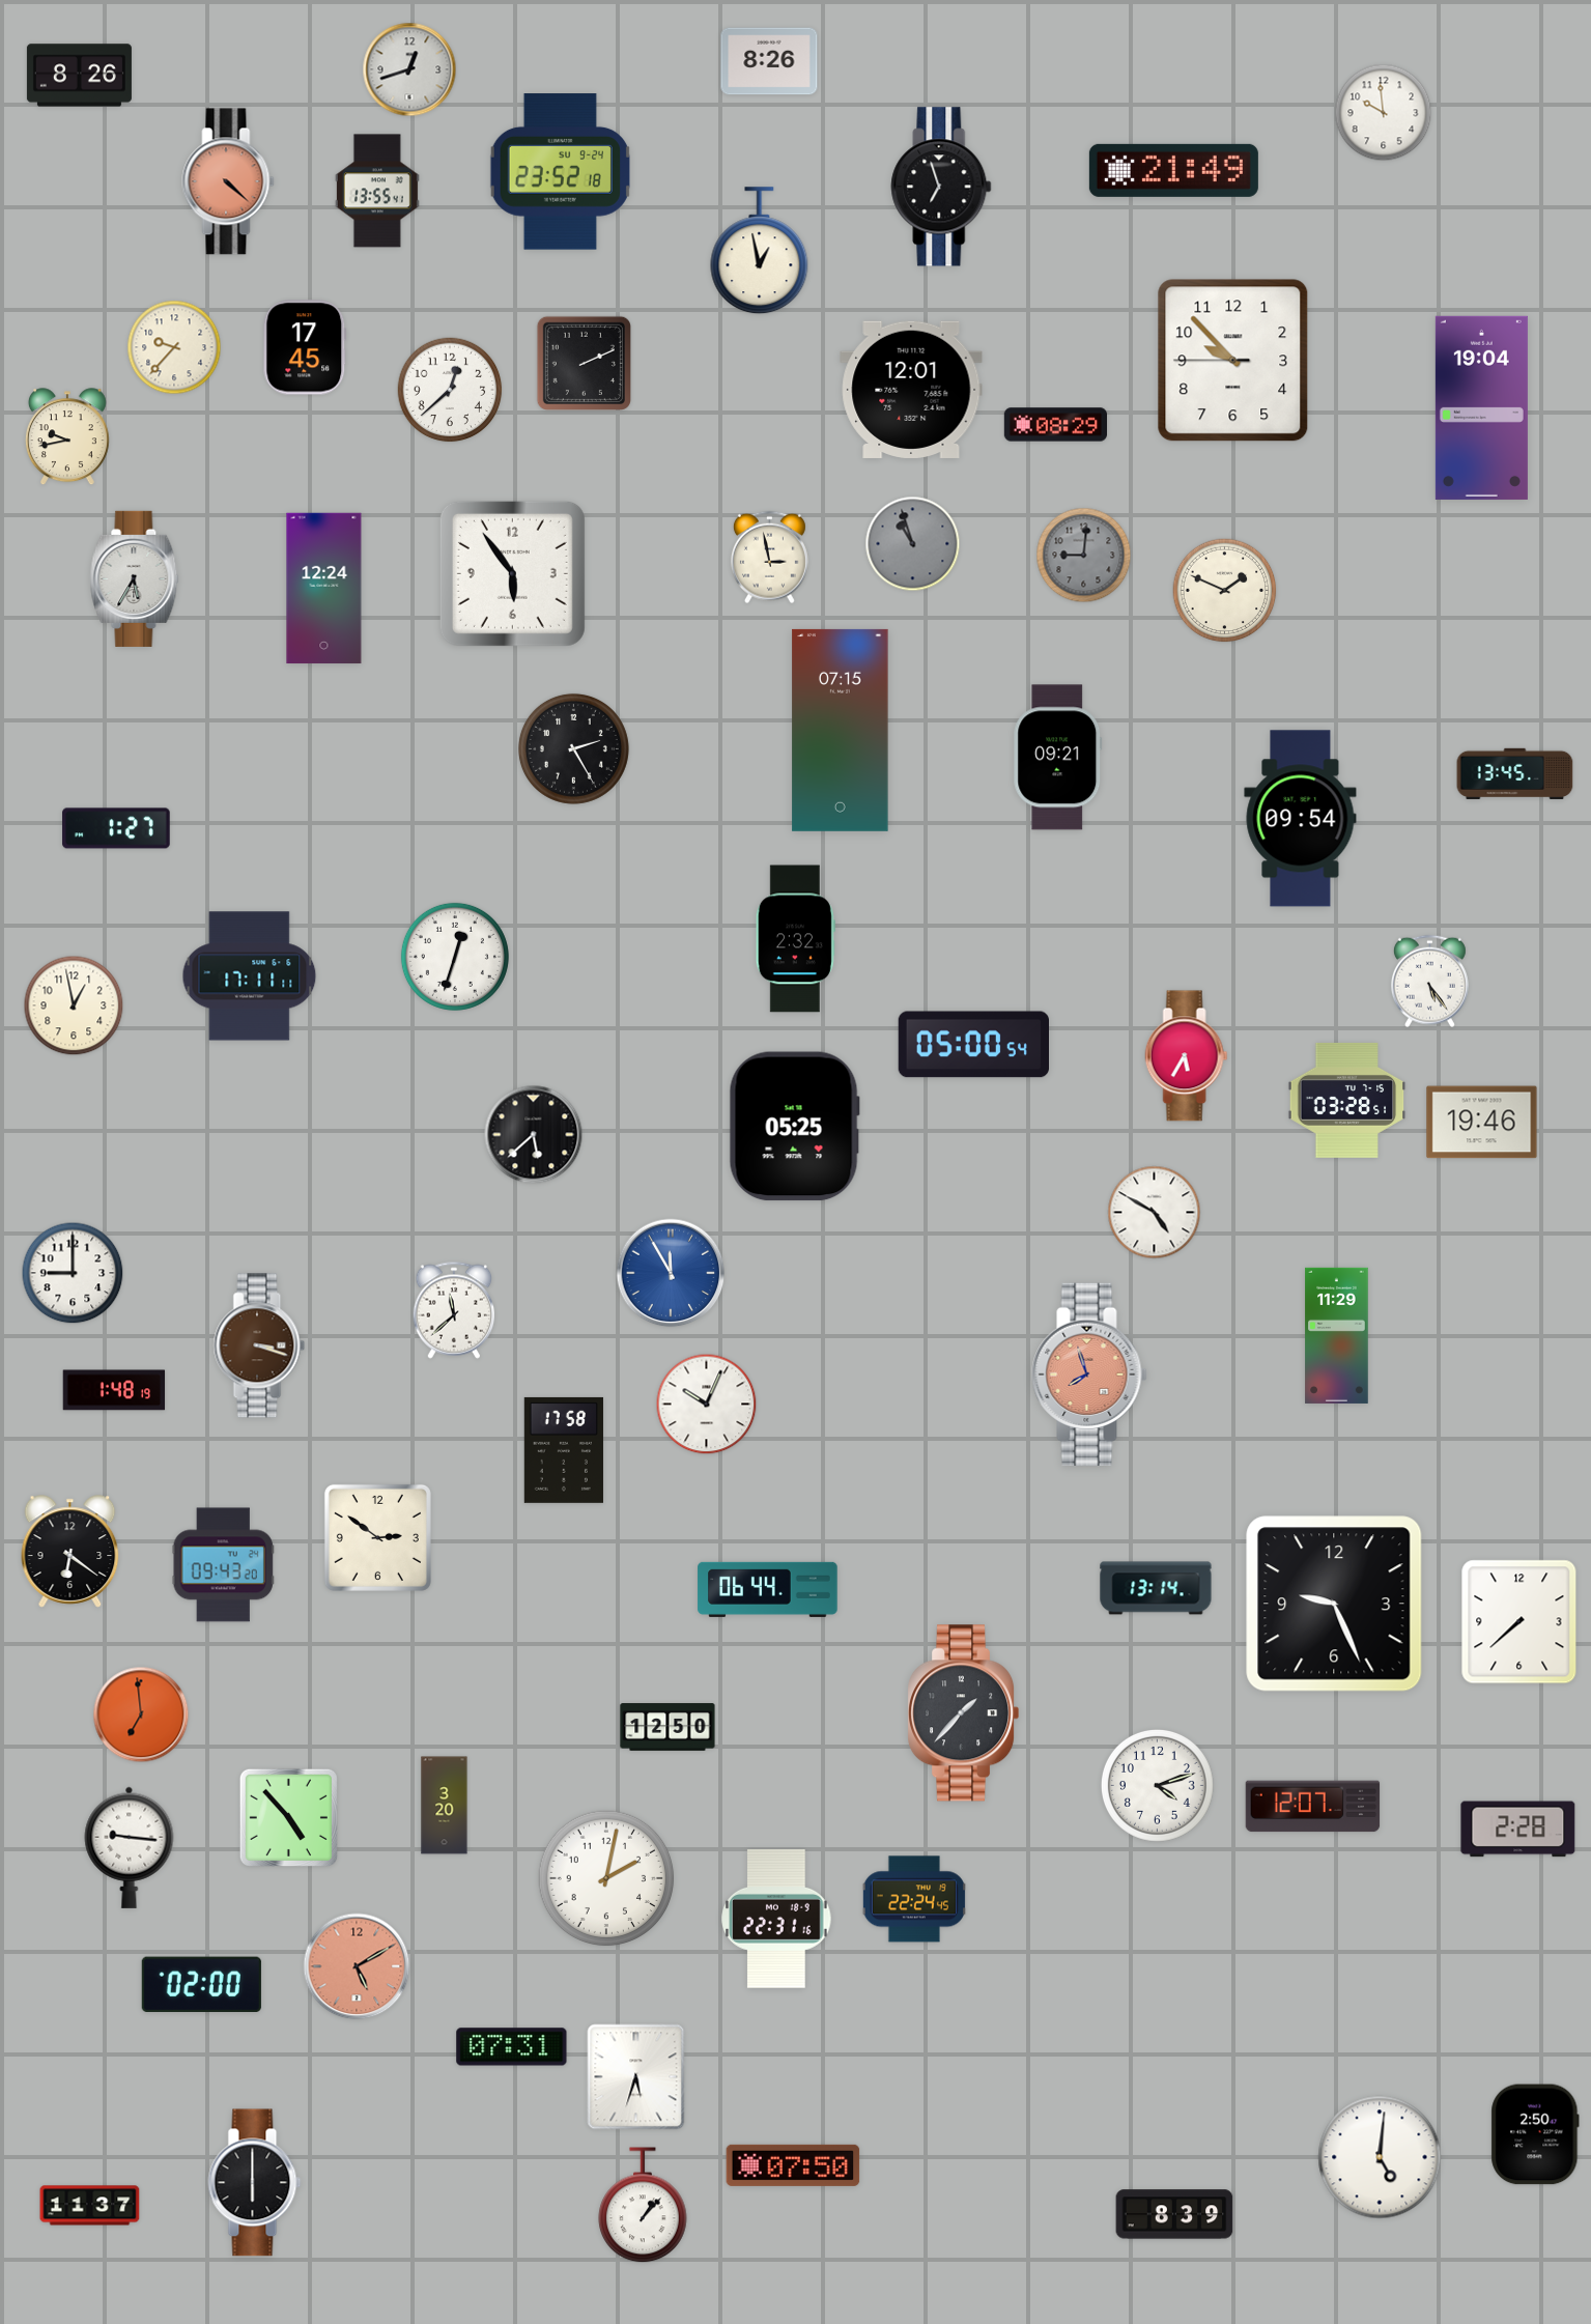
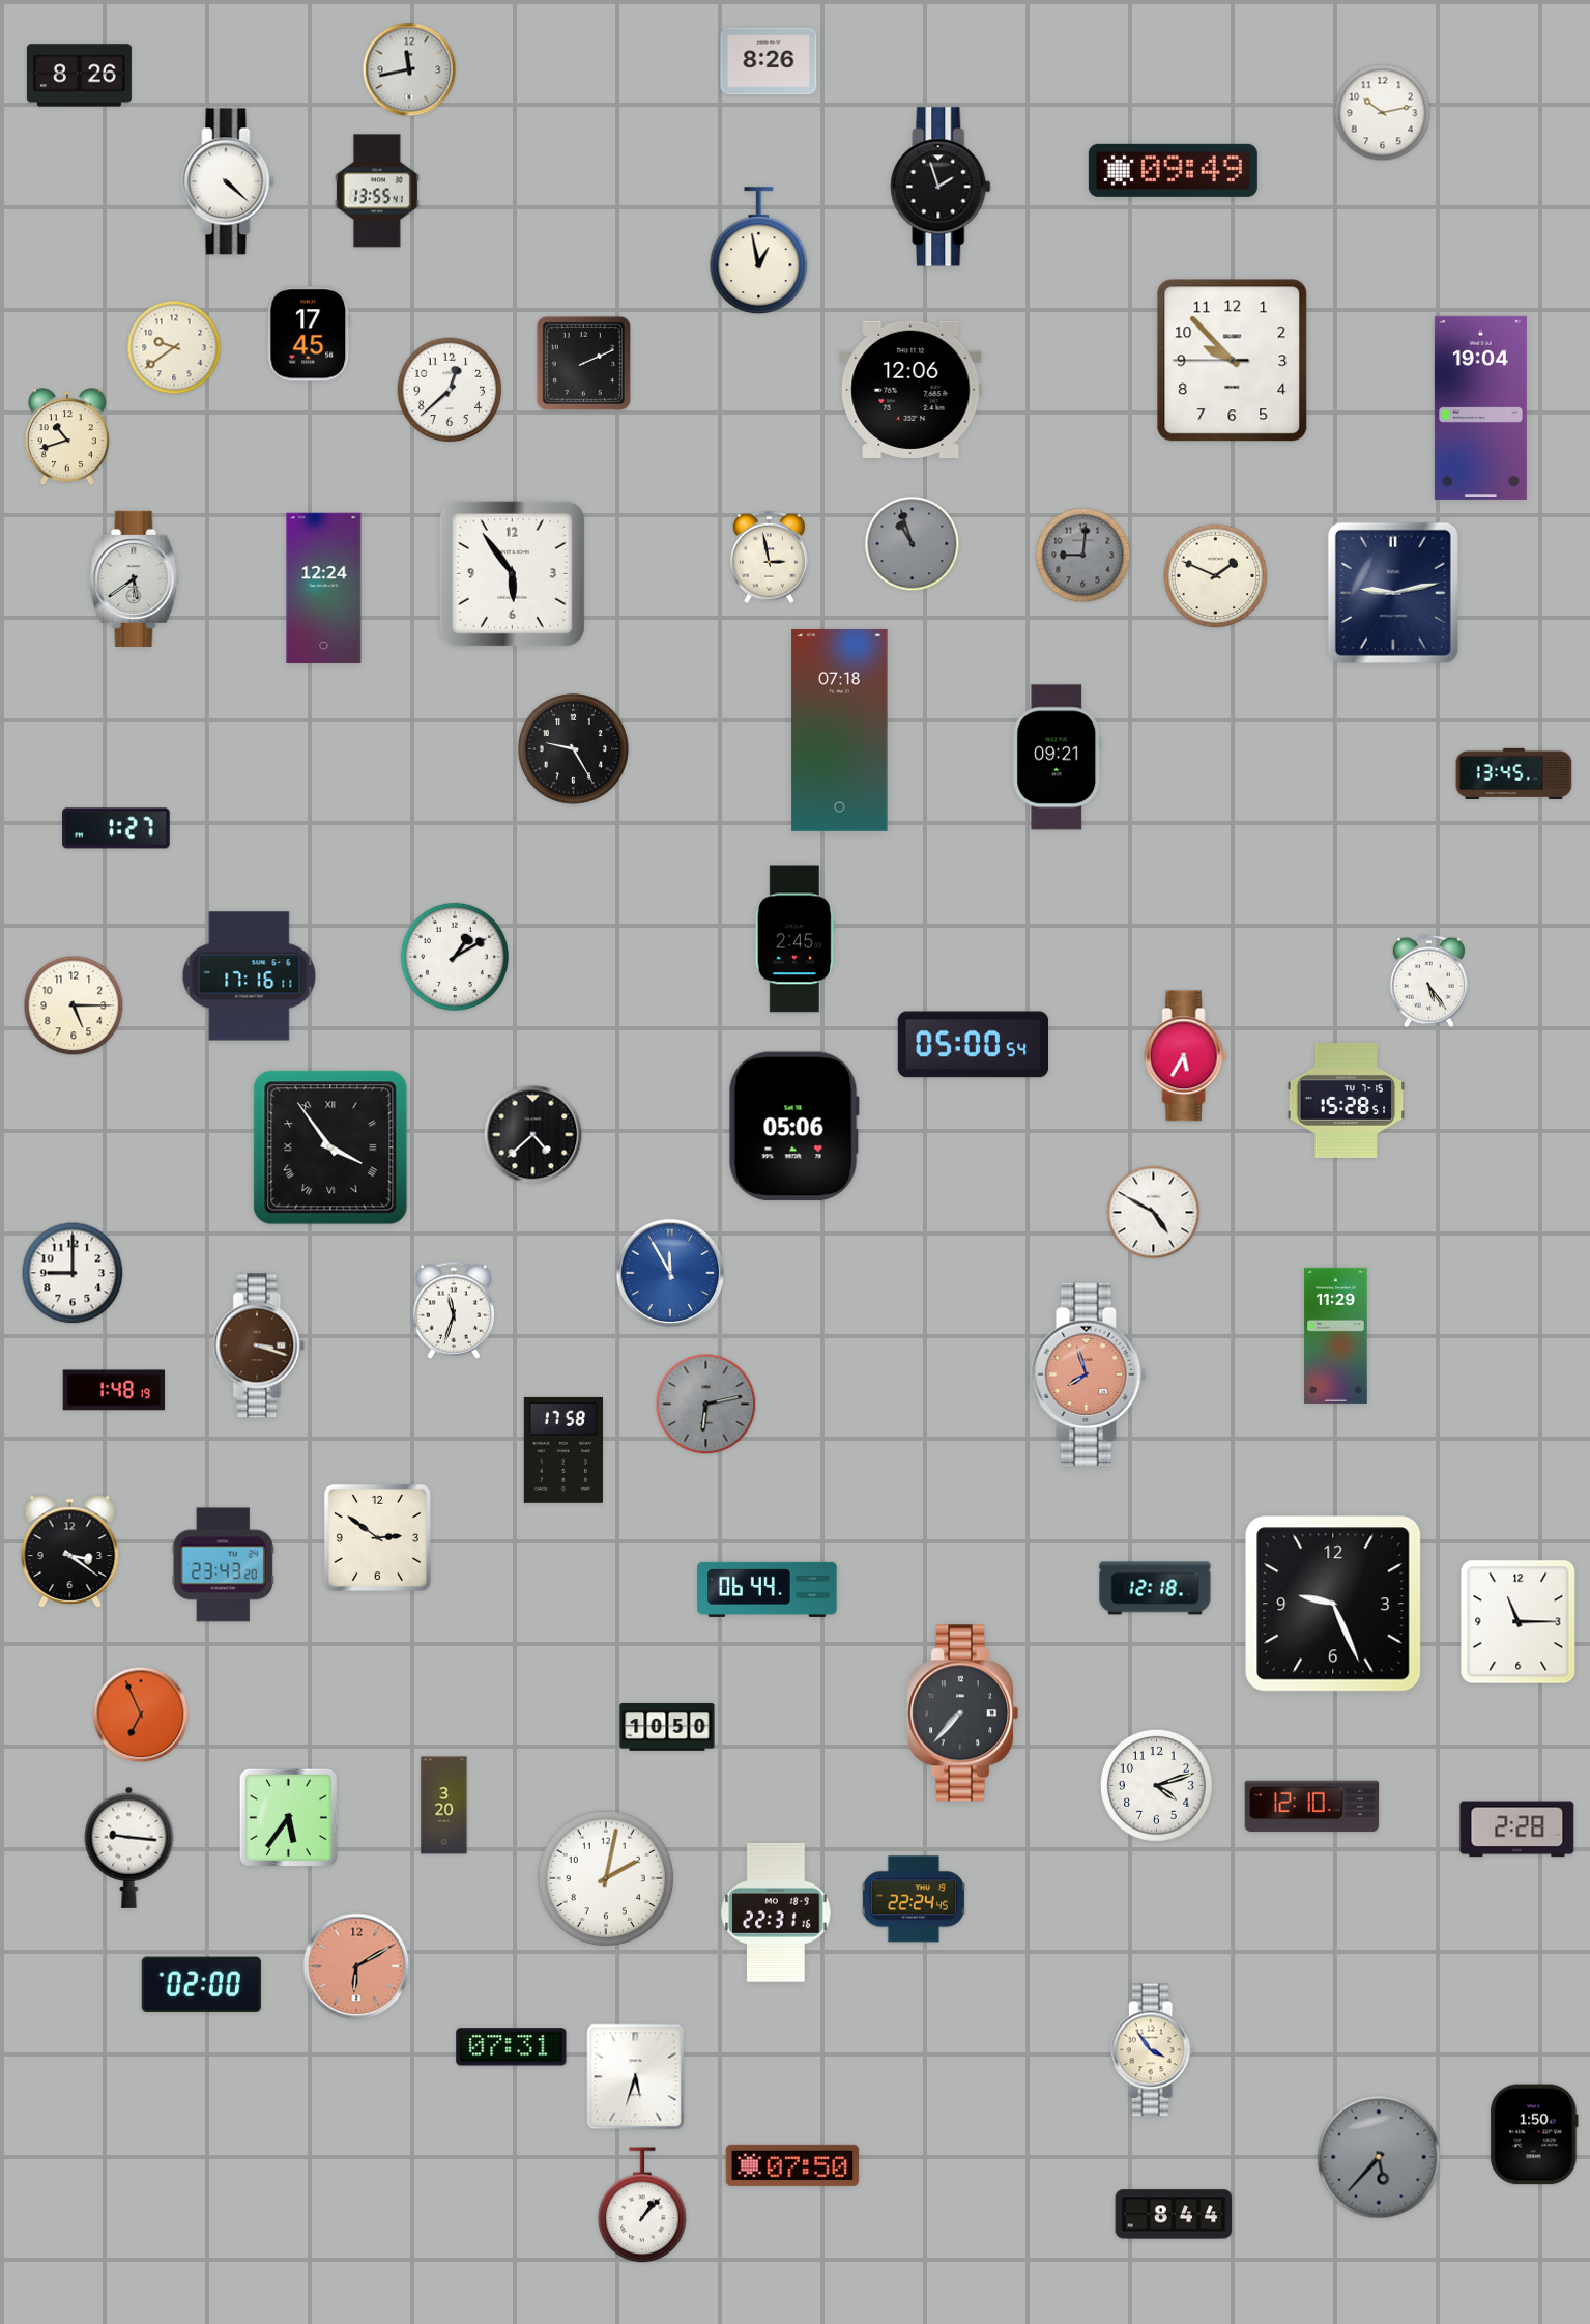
clock at (409, 69): 12:42 -> 11:43
clock at (1384, 113): 9:59 -> 10:13
clock at (1173, 170): 21:49 -> 09:49
clock at (560, 172): 23:52 -> none
clock at (228, 181) dial: salmon -> white
clock at (941, 187): 6:57 -> 1:57
clock at (174, 347): 9:37 -> 9:39
clock at (305, 347) position: (305, 347) -> (309, 334)
clock at (911, 390): 12:01 -> 12:06
clock at (1056, 425): 08:29 -> none
clock at (67, 437): 9:43 -> 10:42
clock at (135, 578): 5:35 -> 5:39
clock at (1225, 591) position: (1225, 591) -> (1216, 576)
clock at (1393, 593): none -> 9:13
clock at (841, 730): 07:15 -> 07:18
clock at (573, 748): 2:25 -> 9:25
clock at (1301, 819): 09:54 -> none
clock at (795, 939): 2:32 -> 2:45
clock at (455, 957): 12:33 -> 1:10
clock at (250, 976): 17:11 -> 17:16
clock at (74, 1005): 12:58 -> 5:15
clock at (1347, 1100): 03:28 -> 15:28
clock at (1482, 1123): 19:46 -> none
clock at (794, 1127): 05:25 -> 05:06
clock at (534, 1135): 5:38 -> 4:38
clock at (330, 1147): none -> 3:54
clock at (454, 1310): 11:38 -> 11:33
clock at (707, 1405): 10:04 -> 6:13
clock at (707, 1405) dial: white -> grey
clock at (70, 1552): 6:21 -> 3:21
clock at (223, 1565): 09:43 -> 23:43
clock at (1156, 1588): 13:14 -> 12:18
clock at (1519, 1622): 7:38 -> 11:15
clock at (963, 1713): 1:37 -> 7:37
clock at (141, 1714): 6:59 -> 6:56
clock at (667, 1727): 12:50 -> 10:50
clock at (1313, 1807): 12:07 -> 12:10
clock at (288, 1817): 4:53 -> 5:36
clock at (776, 1919) position: (776, 1919) -> (776, 1912)
clock at (357, 1966): 5:10 -> 6:10
clock at (1152, 2050): none -> 3:54
clock at (1535, 2134): 2:50 -> 1:50
clock at (1380, 2157): 5:01 -> 5:37
clock at (1380, 2157) dial: white -> grey
clock at (255, 2183): 6:00 -> none
clock at (90, 2206): 11:37 -> none
clock at (1174, 2214): 8:39 -> 8:44
